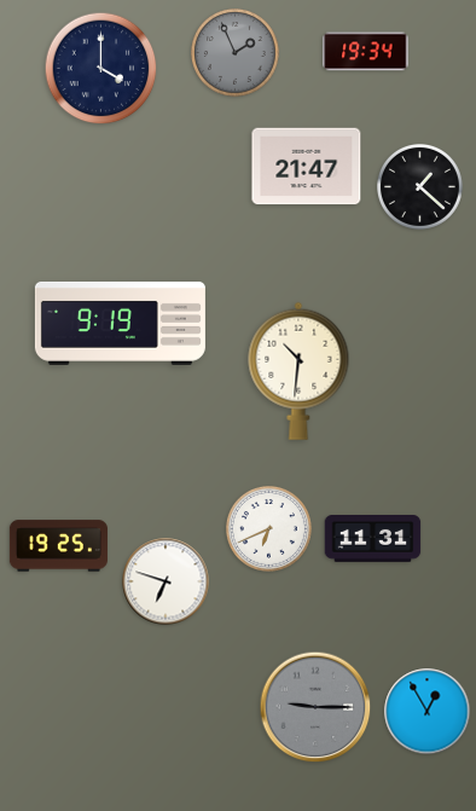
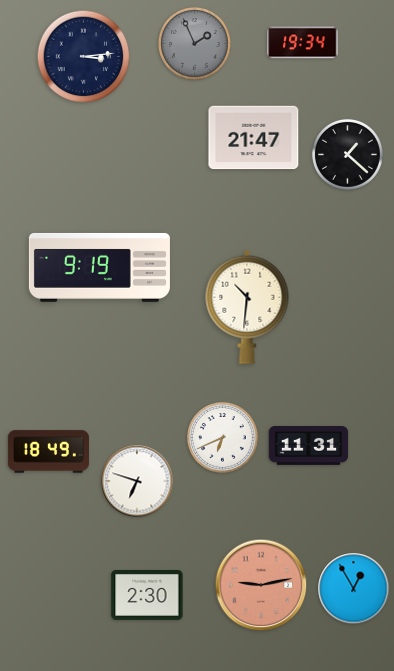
clock at (101, 69): 4:00 -> 3:14
clock at (58, 546): 19:25 -> 18:49
clock at (315, 707): 9:15 -> 9:13
clock at (315, 707) dial: grey -> salmon
clock at (147, 595): none -> 2:30
